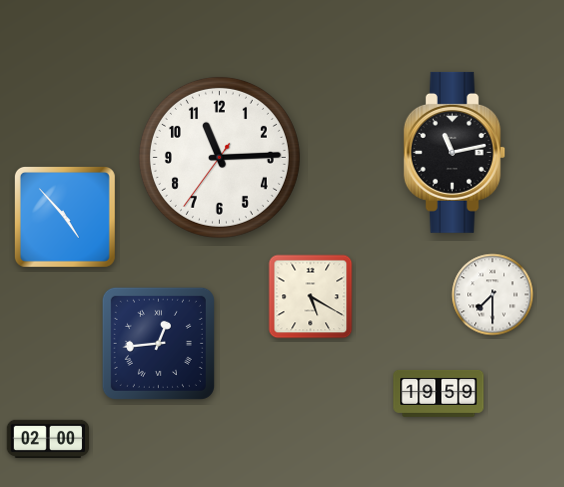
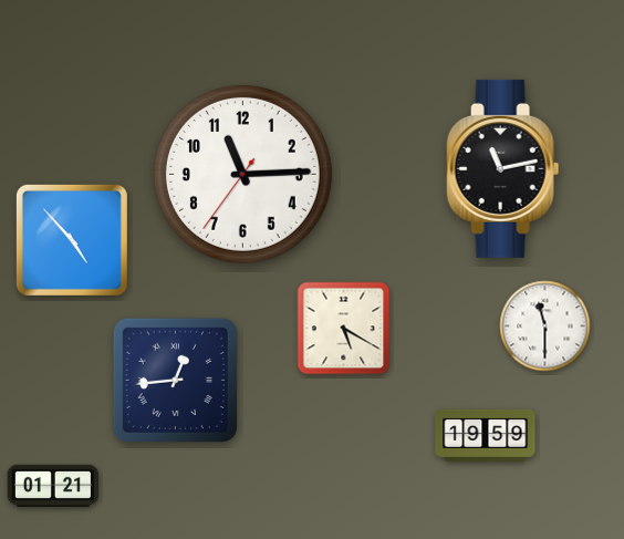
clock at (493, 295): 7:30 -> 11:30
clock at (48, 438): 02:00 -> 01:21
